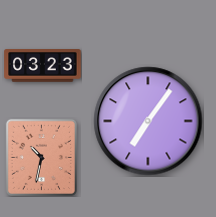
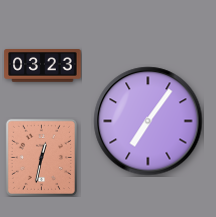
clock at (41, 157): 10:32 -> 12:32
